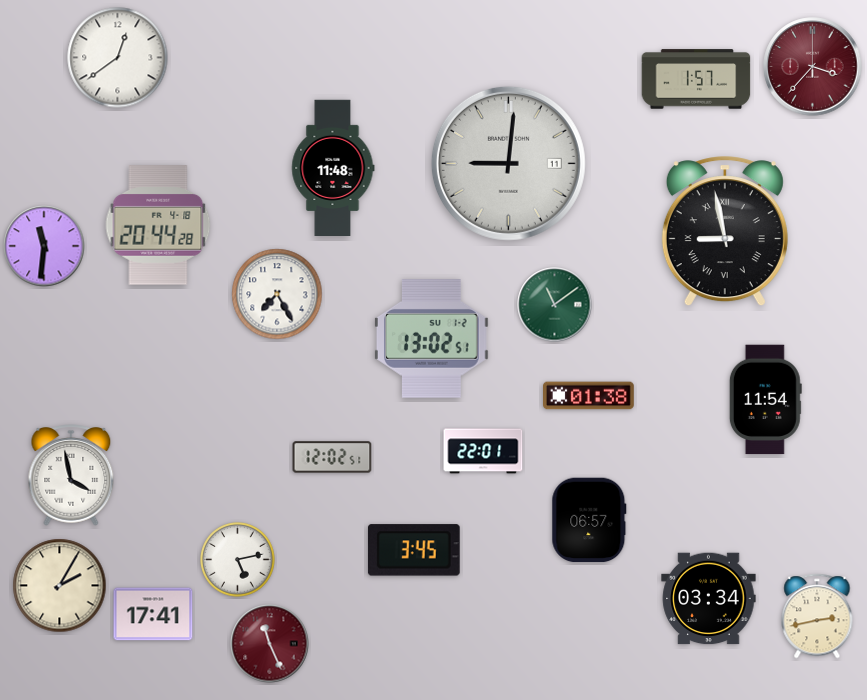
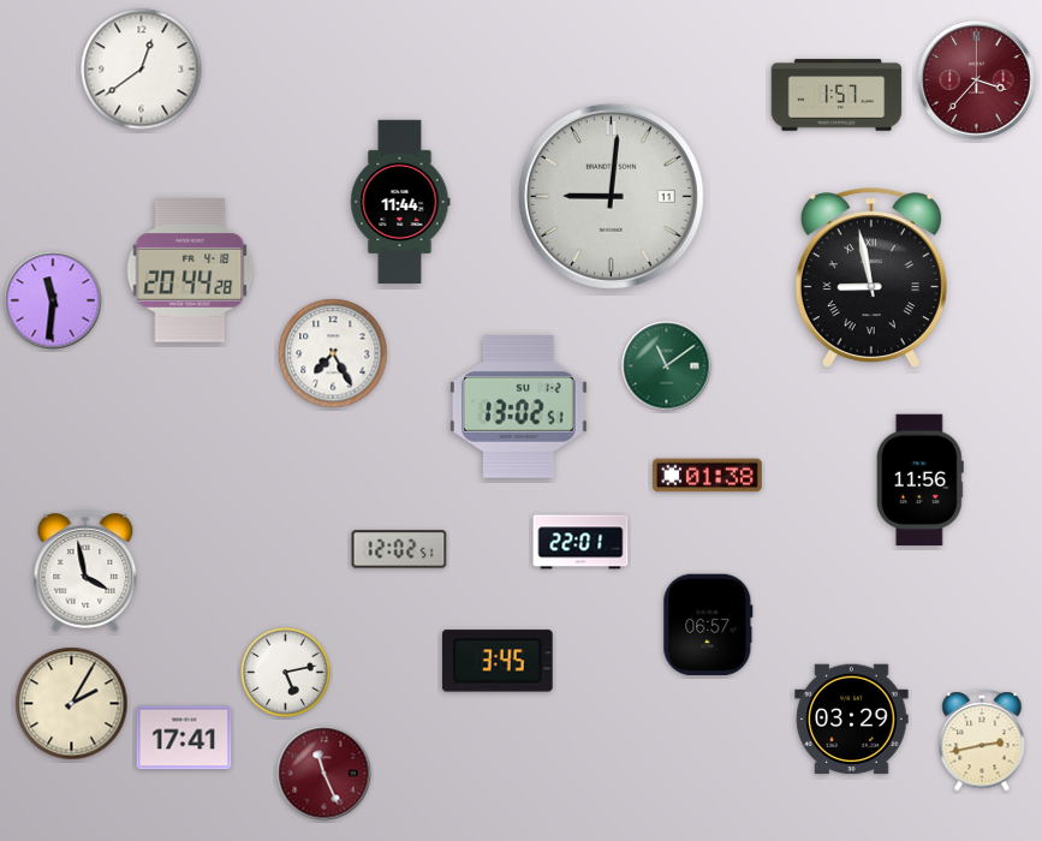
clock at (333, 167): 11:48 -> 11:44
clock at (44, 246) position: (44, 246) -> (53, 300)
clock at (765, 400): 11:54 -> 11:56
clock at (709, 599): 03:34 -> 03:29
